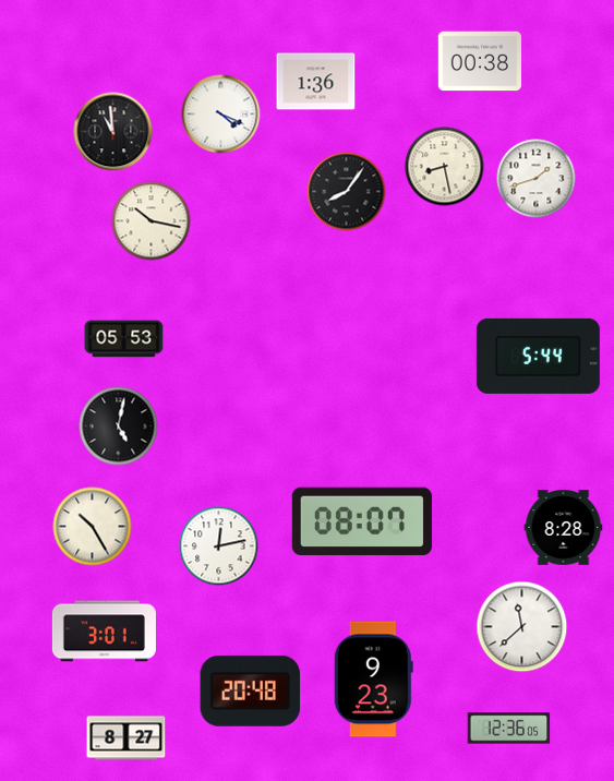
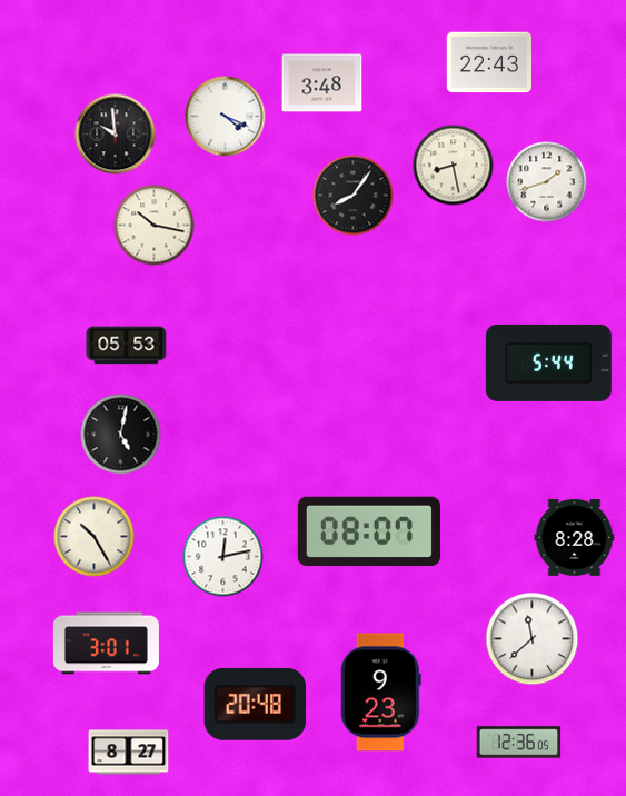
clock at (479, 61): 00:38 -> 22:43
clock at (316, 82): 1:36 -> 3:48
clock at (113, 132): 10:59 -> 9:59
clock at (445, 167) position: (445, 167) -> (454, 166)
